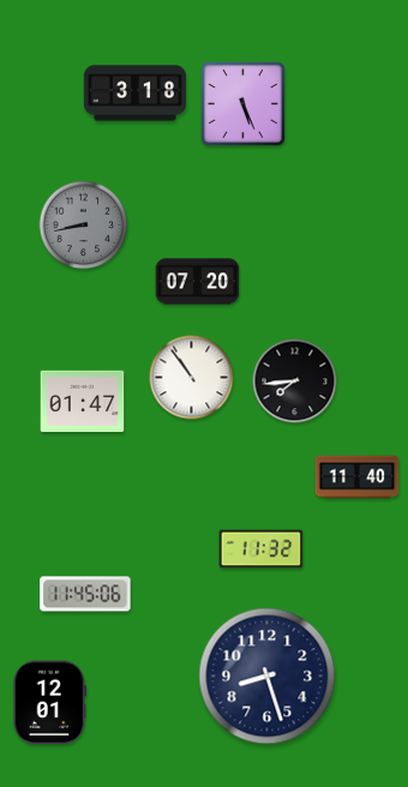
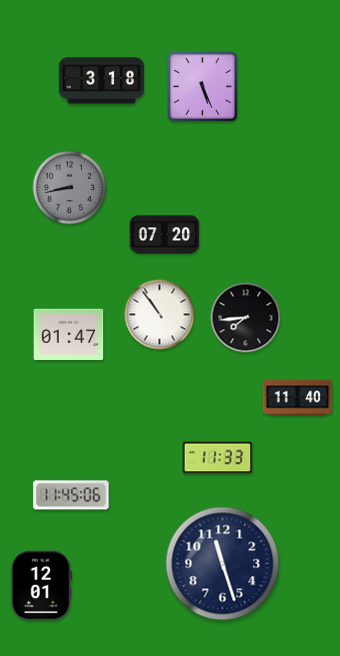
clock at (134, 94) position: (134, 94) -> (101, 81)
clock at (262, 549): 11:32 -> 11:33
clock at (268, 677): 8:27 -> 11:27
